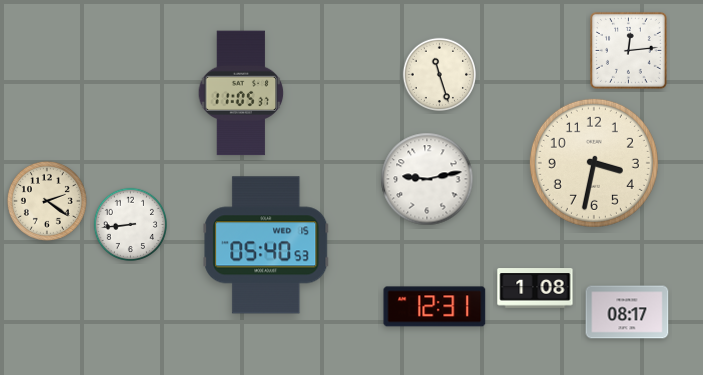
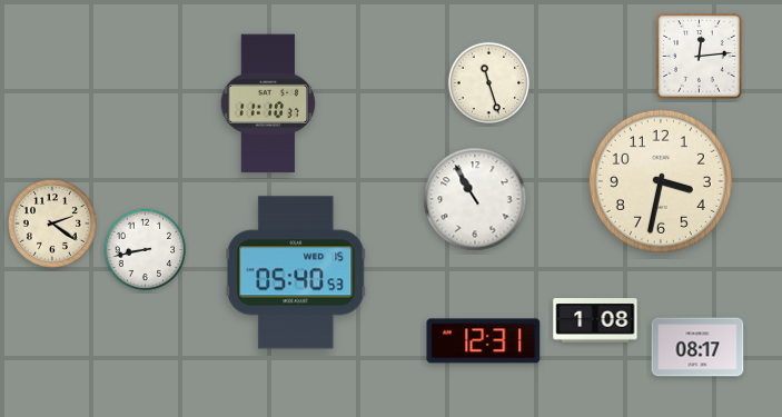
clock at (241, 93): 11:05 -> 11:10
clock at (427, 179): 9:13 -> 10:55
clock at (131, 225): 8:44 -> 8:43
